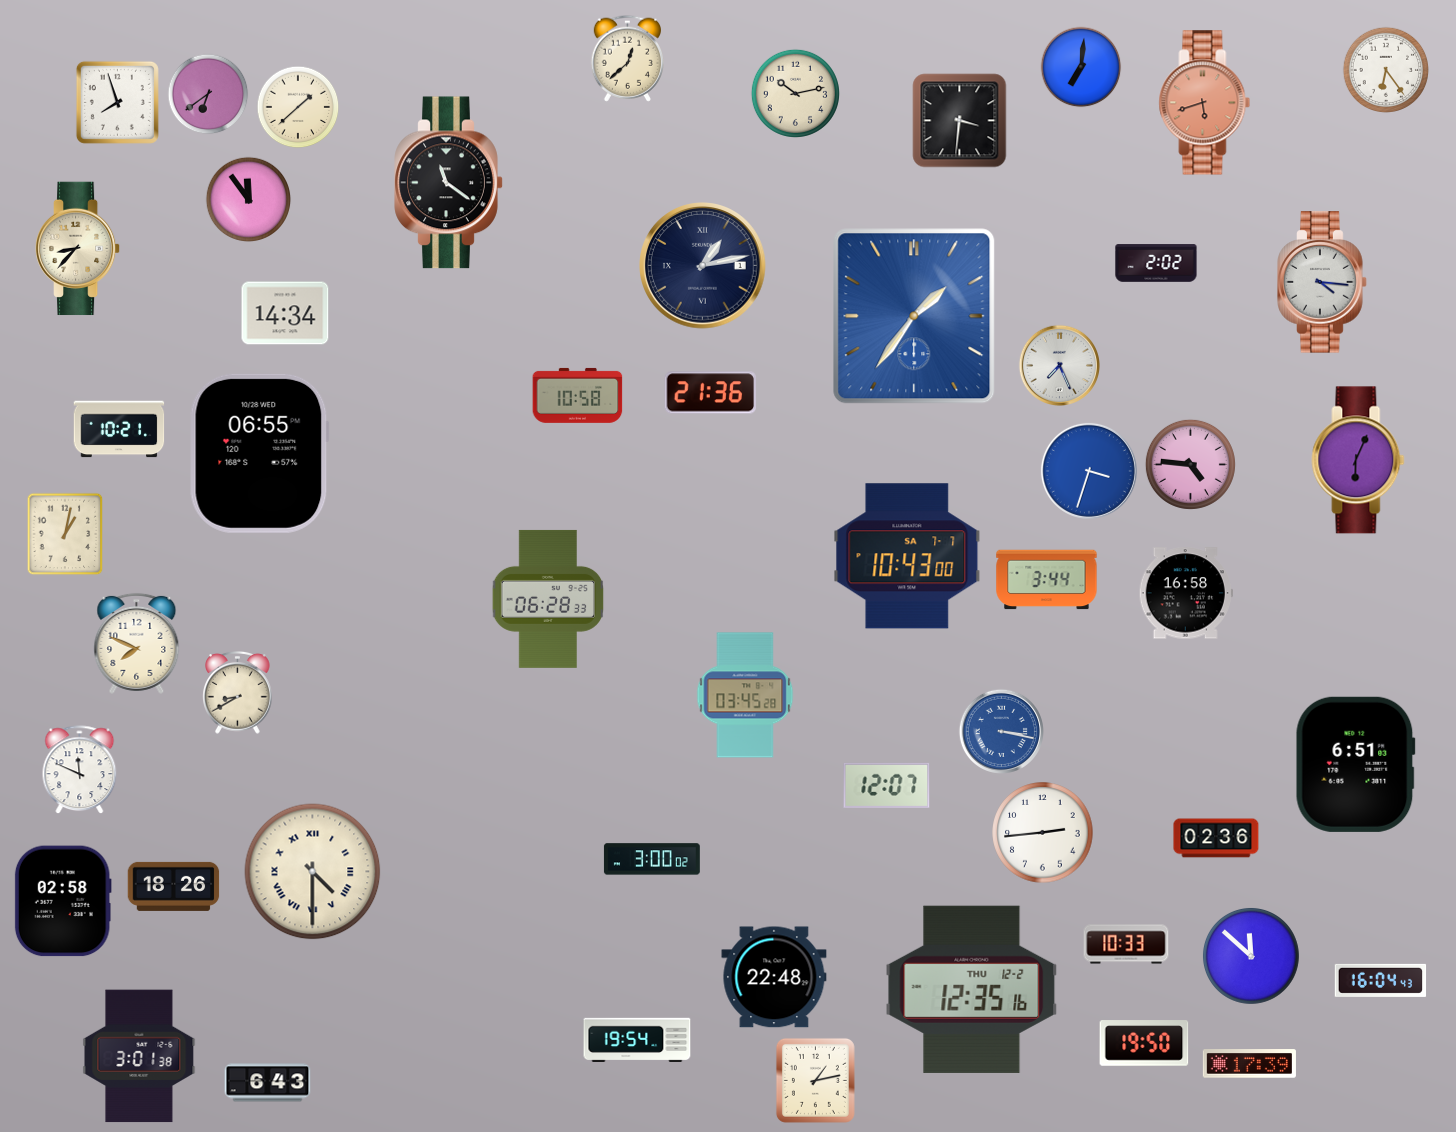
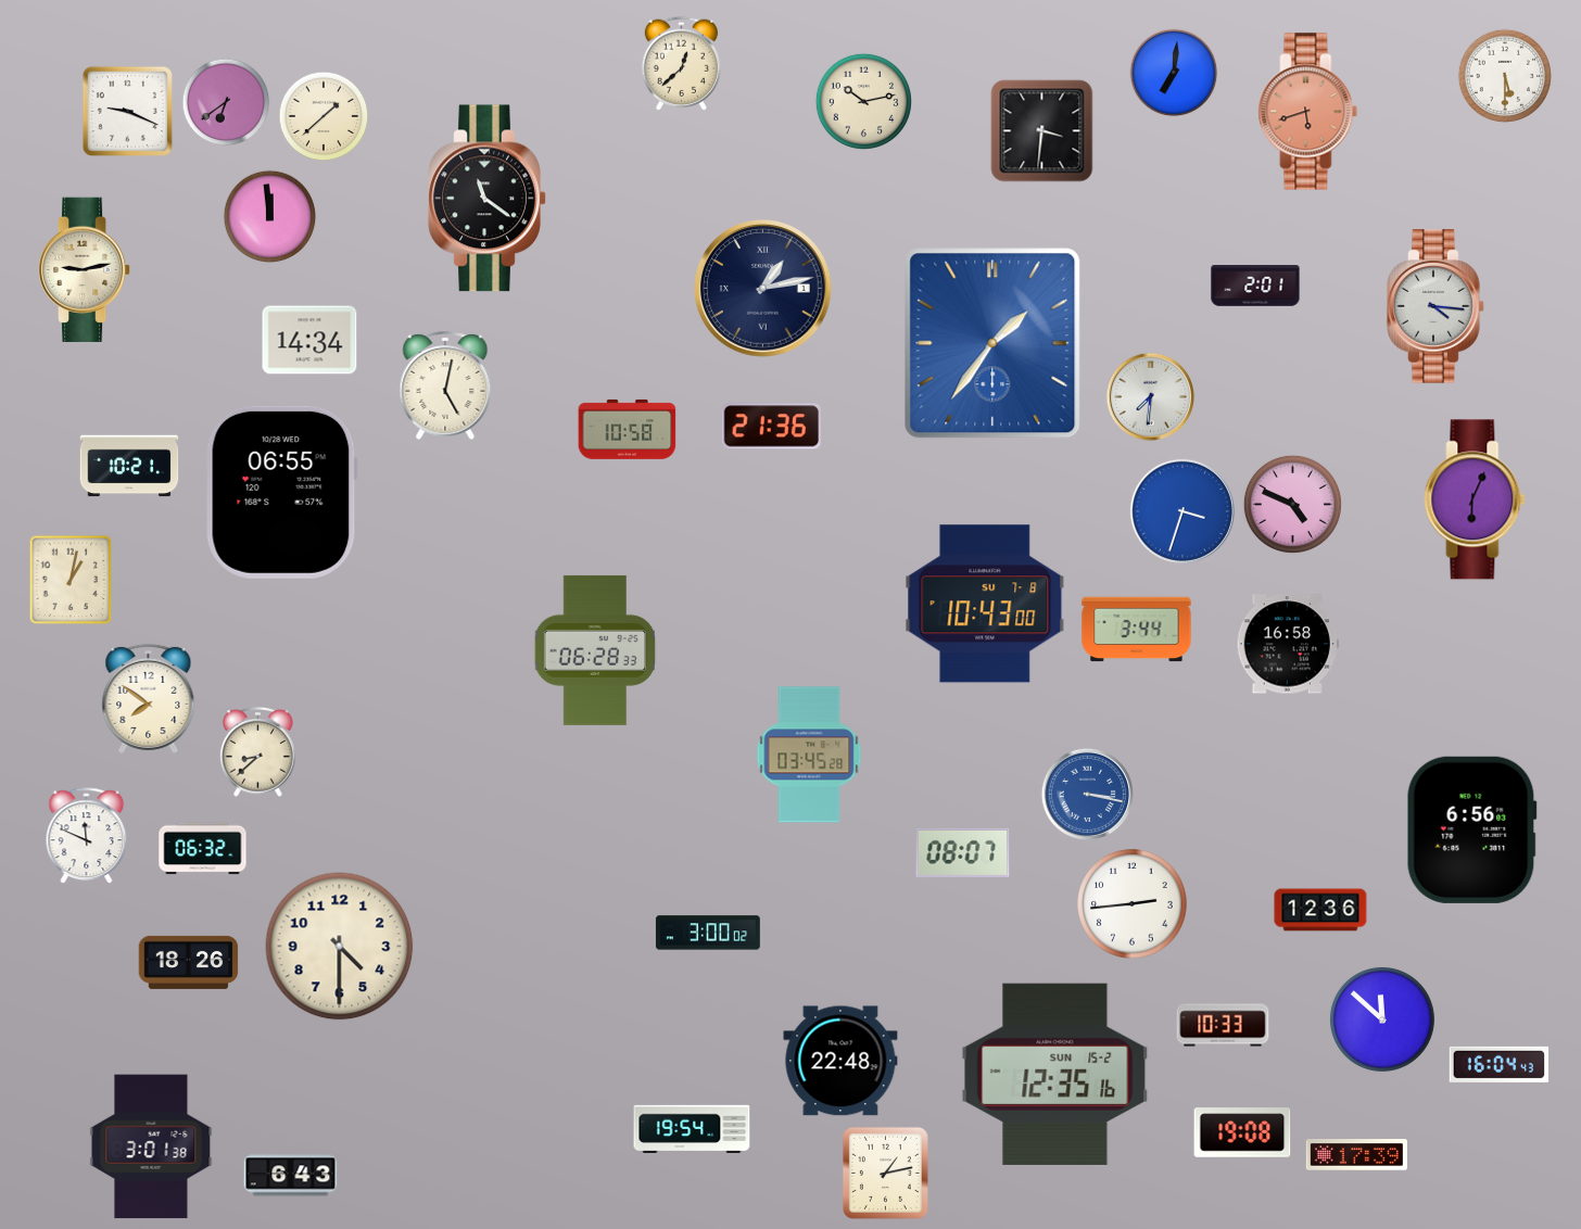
clock at (1385, 69): 6:24 -> 5:30
clock at (117, 102): 7:57 -> 9:19
clock at (249, 200): 11:54 -> 11:59
clock at (78, 249): 8:37 -> 9:13
clock at (1156, 263): 2:02 -> 2:01
clock at (445, 387): none -> 5:02
clock at (1059, 365): 7:26 -> 7:31
clock at (1190, 464): 4:46 -> 4:49
clock at (907, 556) date: SA 7-7 -> SU 7-8
clock at (137, 643): 7:49 -> 7:51
clock at (238, 693): 8:40 -> 8:38
clock at (1355, 764): 6:51 -> 6:56
clock at (203, 849): none -> 06:32
clock at (887, 785): 12:07 -> 08:07
clock at (1216, 838): 02:36 -> 12:36
clock at (313, 872) numerals: Roman -> Arabic
clock at (63, 901): 02:58 -> none
clock at (1251, 956) position: (1251, 956) -> (1382, 1019)
clock at (972, 989) date: THU 12-2 -> SUN 15-2
clock at (1144, 1043): 19:50 -> 19:08
